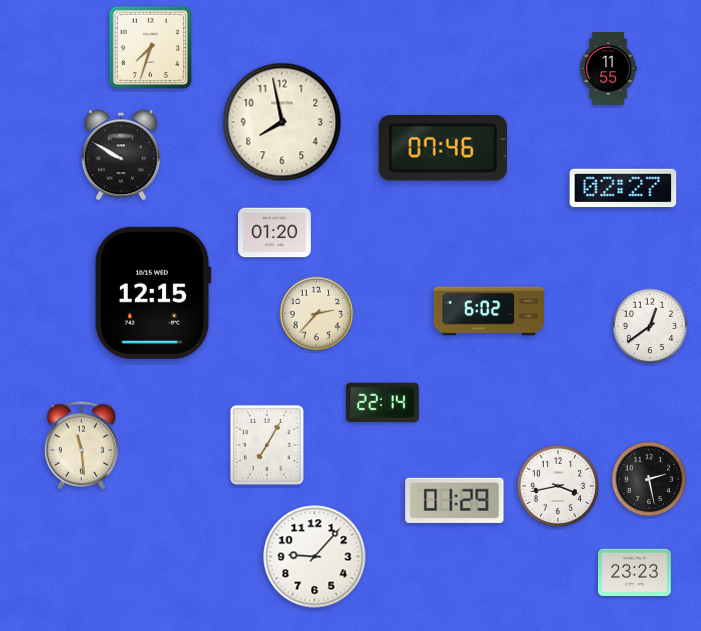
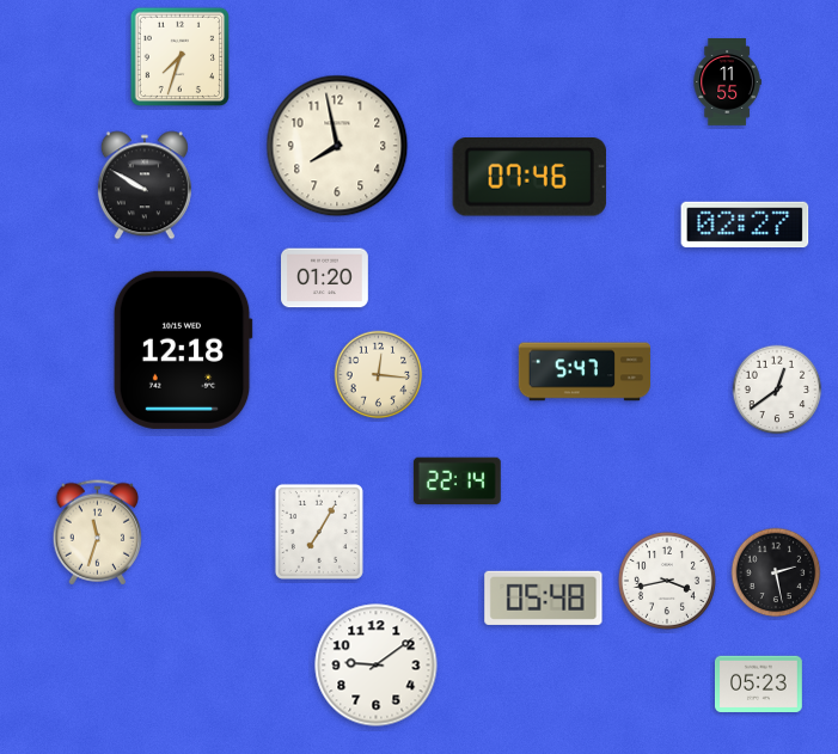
clock at (275, 233) position: (275, 233) -> (325, 278)
clock at (153, 293): 12:15 -> 12:18
clock at (488, 311): 6:02 -> 5:47
clock at (317, 314): 2:37 -> 12:16
clock at (81, 446): 11:29 -> 11:33
clock at (455, 500): 01:29 -> 05:48
clock at (315, 557): 9:07 -> 9:09
clock at (635, 573): 23:23 -> 05:23
